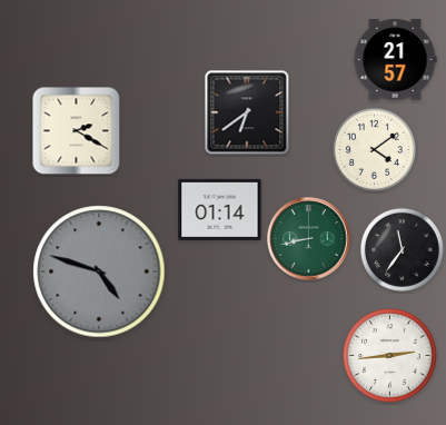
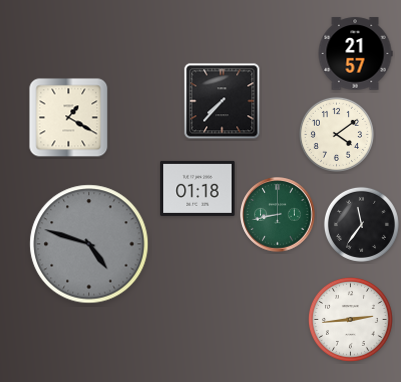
clock at (247, 112): 6:39 -> 7:37
clock at (77, 131): 2:20 -> 1:20
clock at (220, 209): 01:14 -> 01:18
